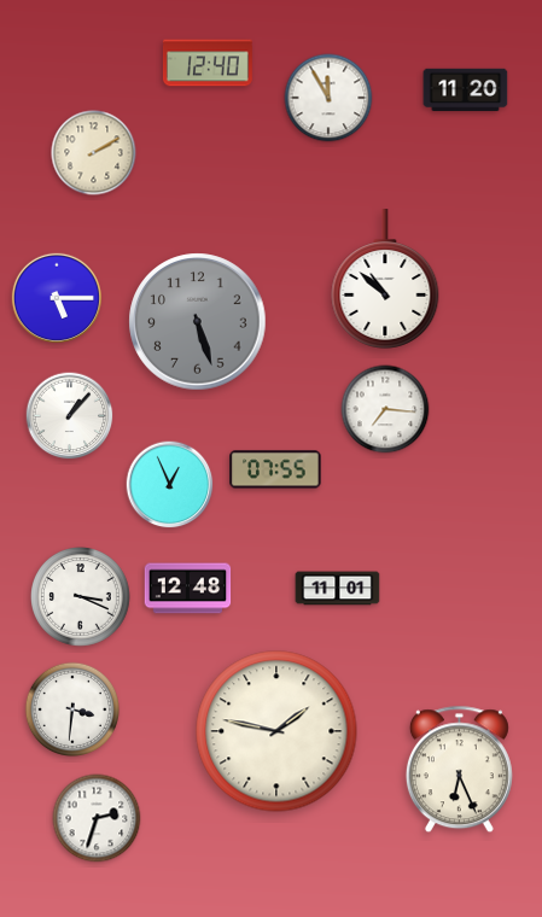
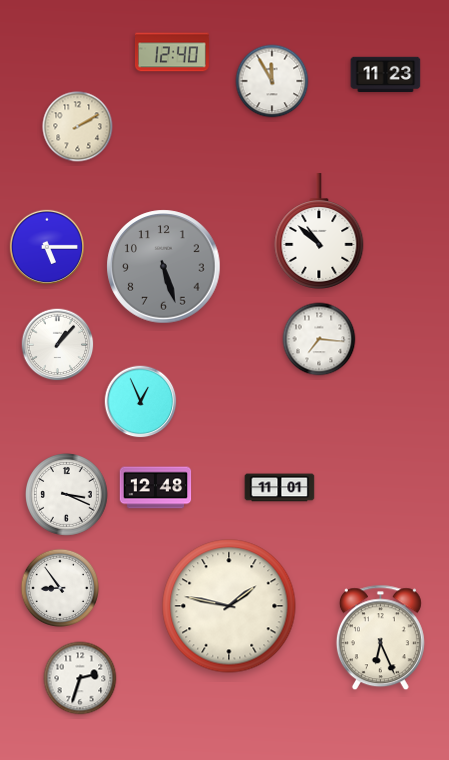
clock at (466, 90): 11:20 -> 11:23
clock at (275, 469): 07:55 -> none
clock at (72, 709): 3:31 -> 8:54
